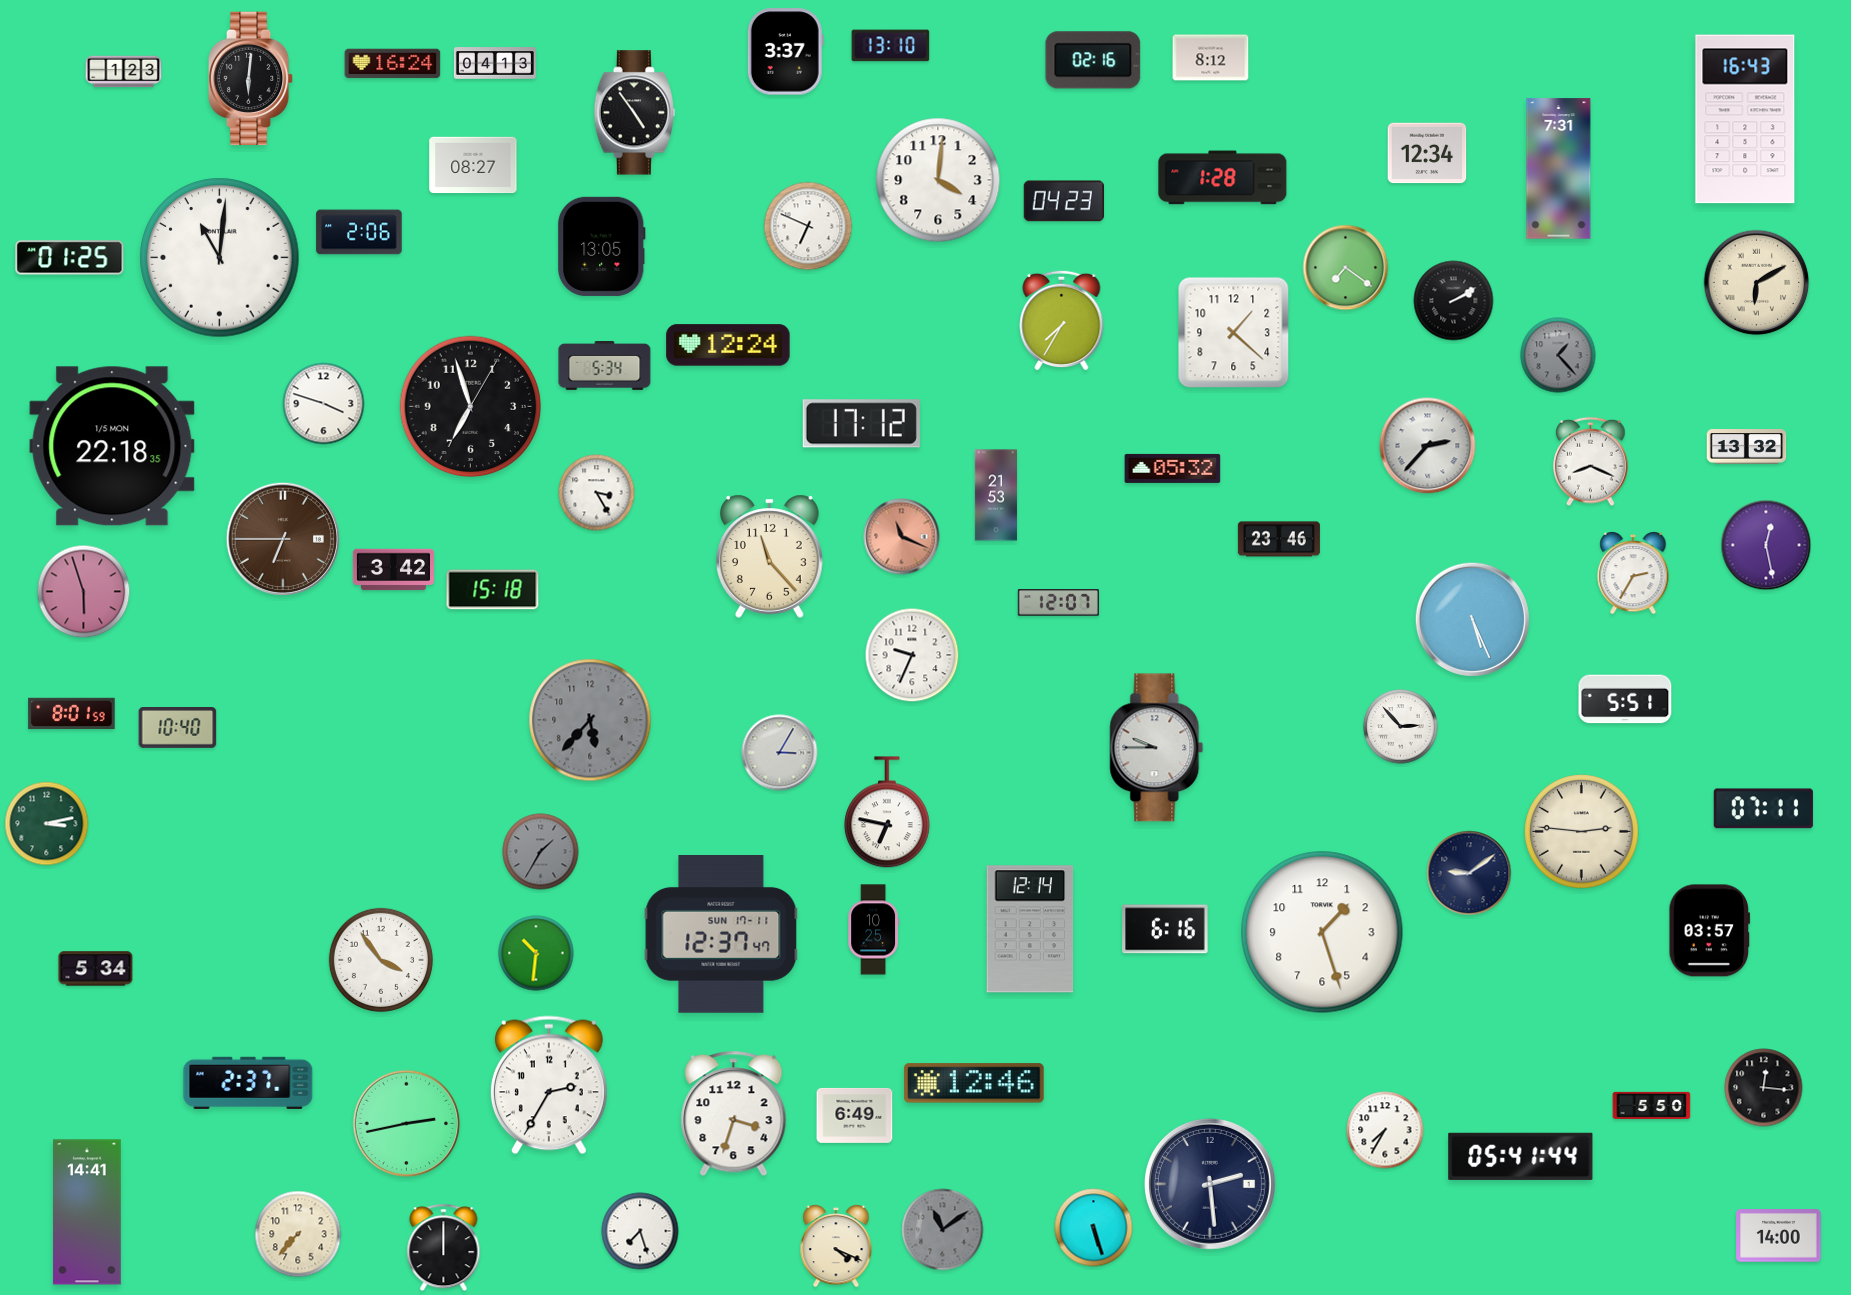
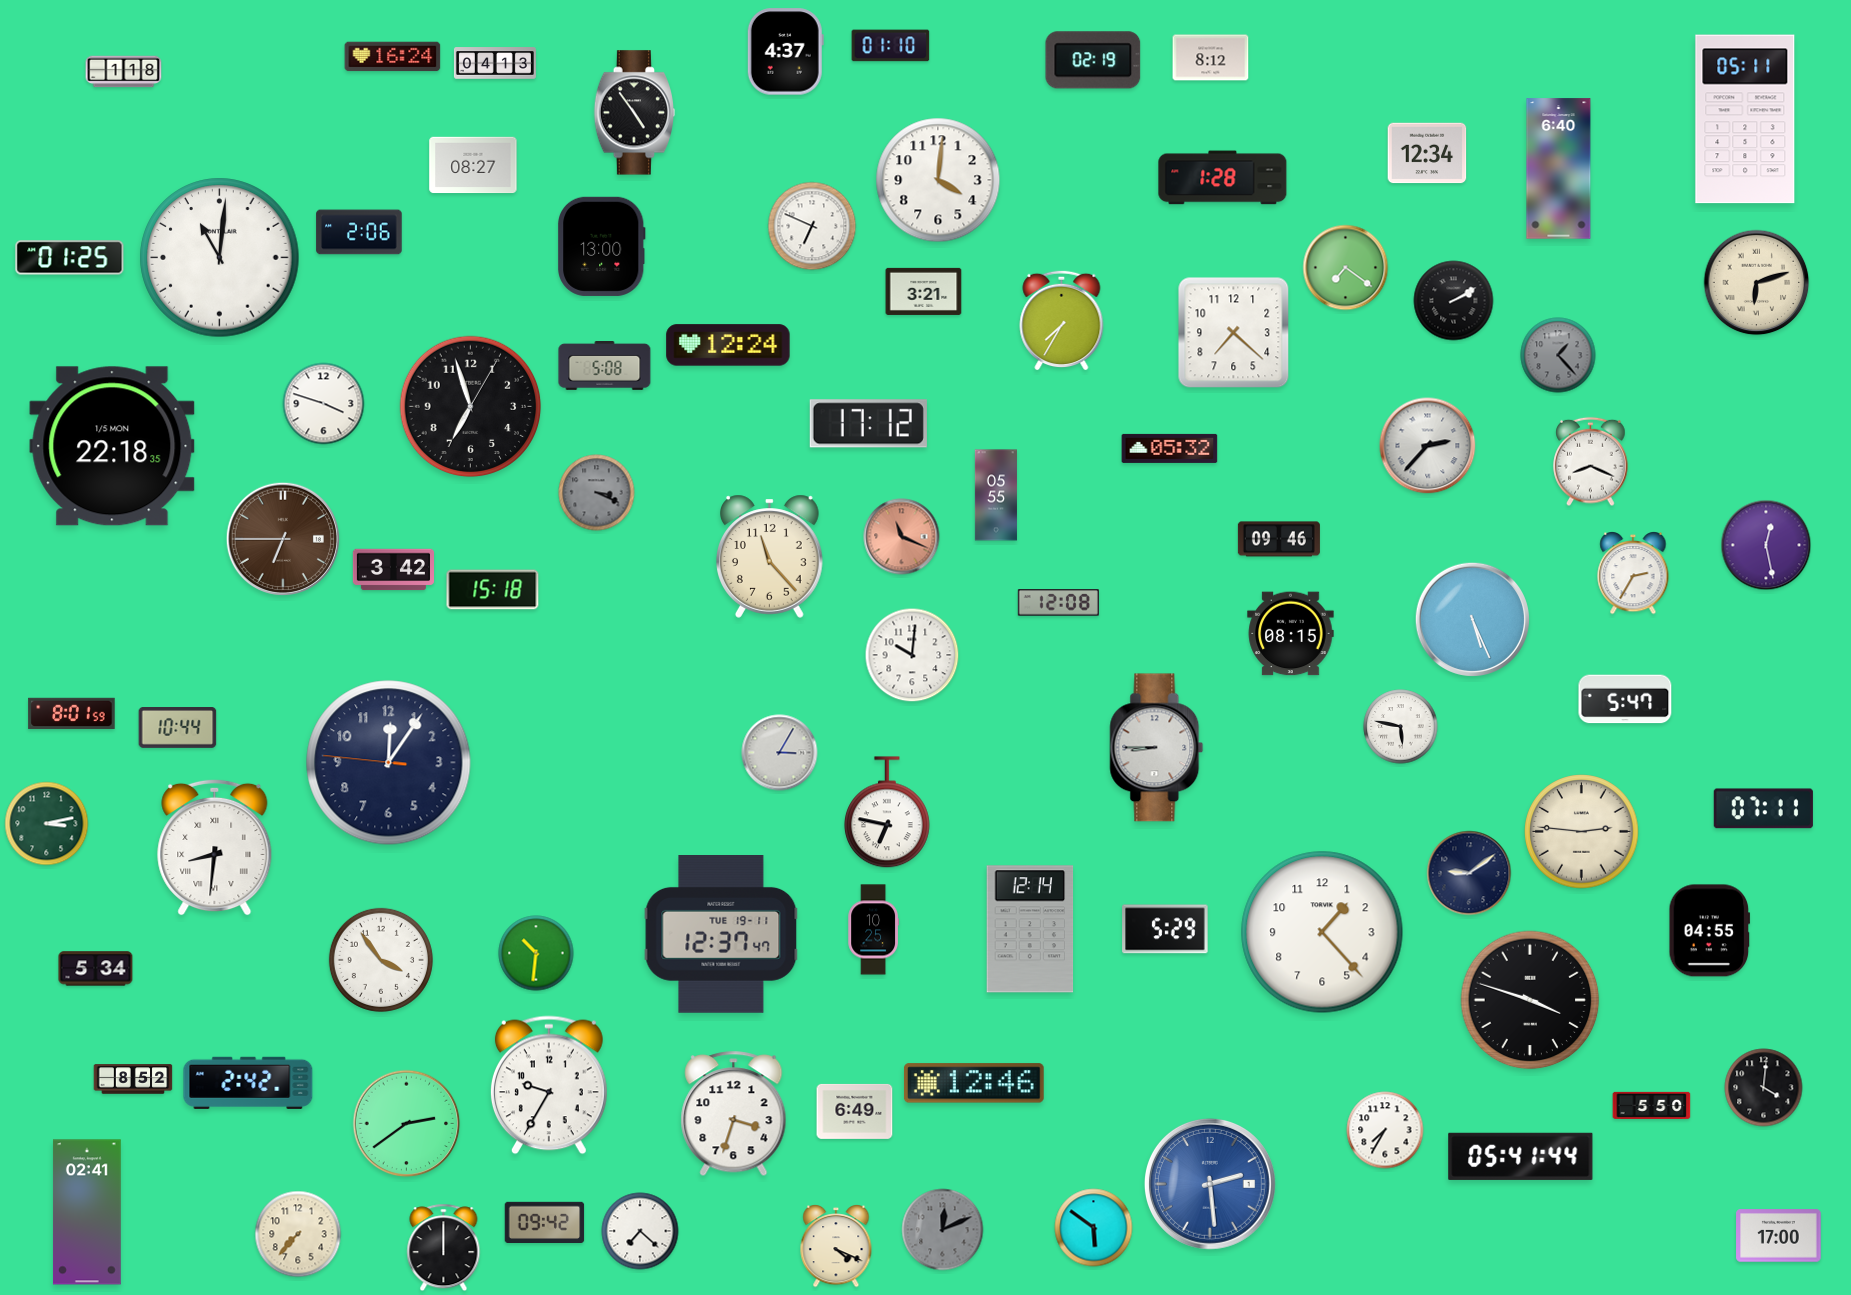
clock at (891, 46): 13:10 -> 01:10
clock at (785, 52): 3:37 -> 4:37
clock at (1093, 60): 02:16 -> 02:19
clock at (393, 64) position: (393, 64) -> (393, 57)
clock at (124, 72): 1:23 -> 1:18
clock at (251, 79): 6:01 -> none
clock at (1745, 119): 16:43 -> 05:11
clock at (1559, 169): 7:31 -> 6:40
clock at (1064, 201): 04:23 -> none
clock at (808, 226) position: (808, 226) -> (812, 226)
clock at (601, 246): 13:05 -> 13:00
clock at (1757, 283): 6:10 -> 6:12
clock at (924, 291): none -> 3:21
clock at (1234, 333): 1:22 -> 7:22
clock at (605, 366): 5:34 -> 5:08
clock at (861, 424) position: (861, 424) -> (868, 424)
clock at (1747, 447): 13:32 -> none
clock at (1173, 468) position: (1173, 468) -> (1170, 448)
clock at (597, 493): 3:25 -> 3:19
clock at (597, 493) dial: white -> grey
clock at (996, 495): 21:53 -> 05:55
clock at (1279, 539): 23:46 -> 09:46
clock at (84, 592): 5:57 -> none
clock at (1058, 603): 12:07 -> 12:08
clock at (1291, 634): none -> 08:15
clock at (912, 655): 9:34 -> 10:01
clock at (1625, 699): 5:51 -> 5:47
clock at (590, 720): 5:37 -> none
clock at (1401, 727): 2:53 -> 5:47
clock at (178, 728): 10:40 -> 10:44
clock at (1157, 748): 9:45 -> 8:45
clock at (389, 763): none -> 12:05
clock at (215, 847): none -> 8:31
clock at (541, 852): 1:35 -> none
clock at (1165, 929): 6:16 -> 5:29
clock at (1710, 931): 03:57 -> 04:55
clock at (1322, 932): 1:27 -> 1:23
clock at (721, 935) date: SUN 17-11 -> TUE 19-11
clock at (1530, 1000): none -> 3:48
clock at (133, 1079): none -> 8:52
clock at (248, 1083): 2:37 -> 2:42
clock at (549, 1085): 2:35 -> 9:35
clock at (1764, 1088): 12:16 -> 4:01
clock at (855, 1115) position: (855, 1115) -> (855, 1111)
clock at (407, 1124): 2:43 -> 2:39
clock at (1210, 1184) dial: navy -> blue
clock at (87, 1212): 14:41 -> 02:41
clock at (545, 1222): none -> 09:42
clock at (1094, 1228): 5:27 -> 5:51
clock at (943, 1230): 11:09 -> 12:11
clock at (640, 1231): 7:27 -> 7:22
clock at (1779, 1236): 14:00 -> 17:00
